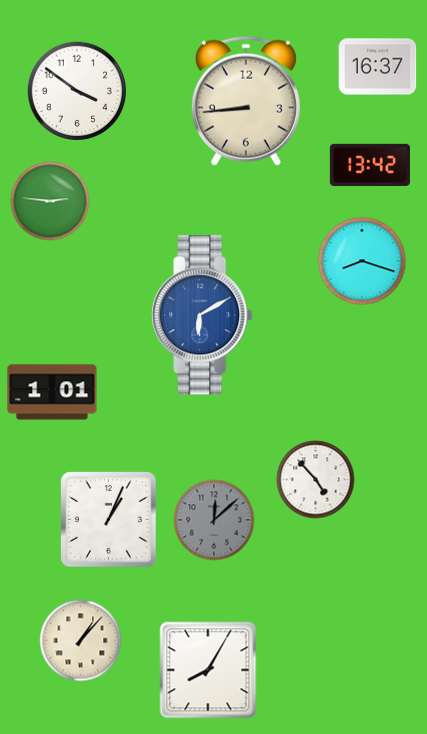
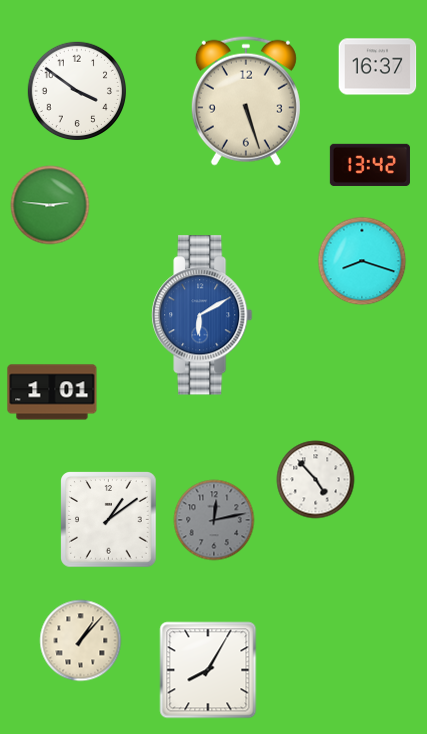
clock at (246, 101): 8:44 -> 5:27
clock at (50, 201) position: (50, 201) -> (50, 205)
clock at (109, 520): 1:04 -> 1:09
clock at (214, 520): 12:08 -> 12:13
